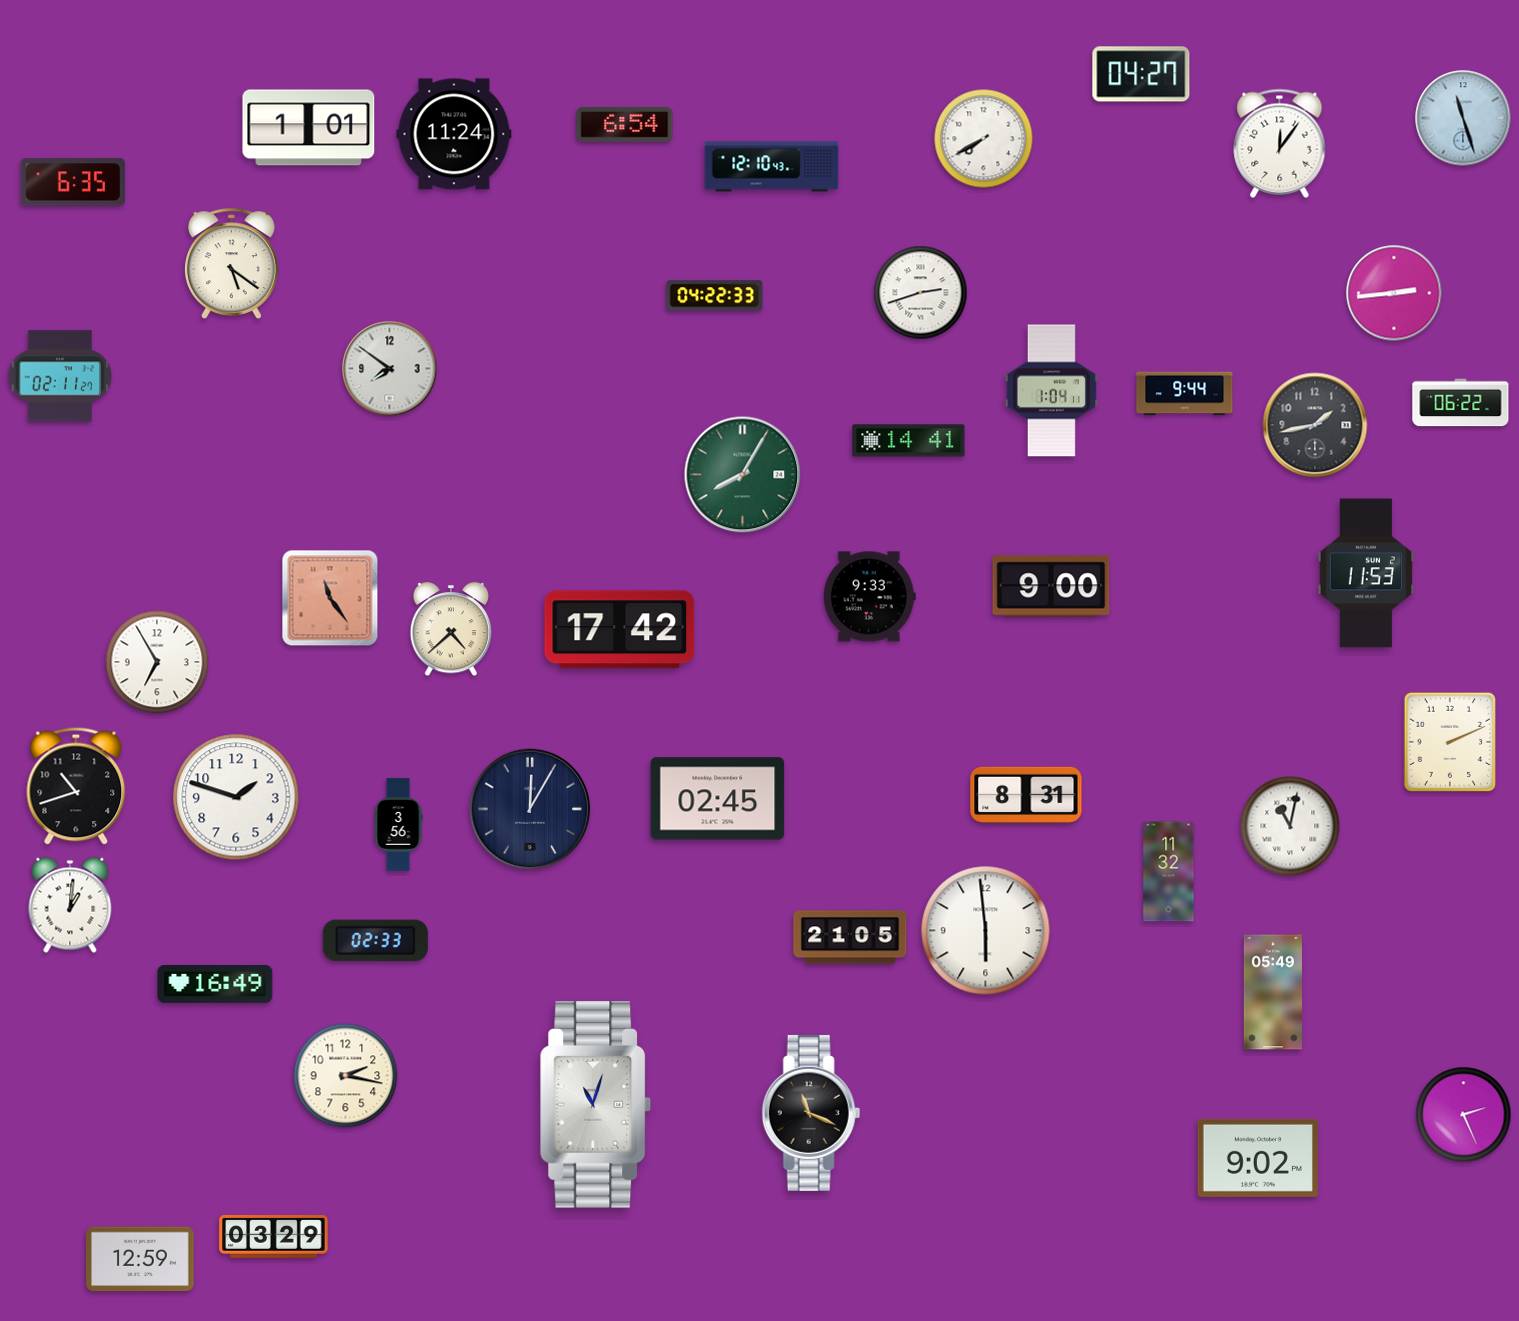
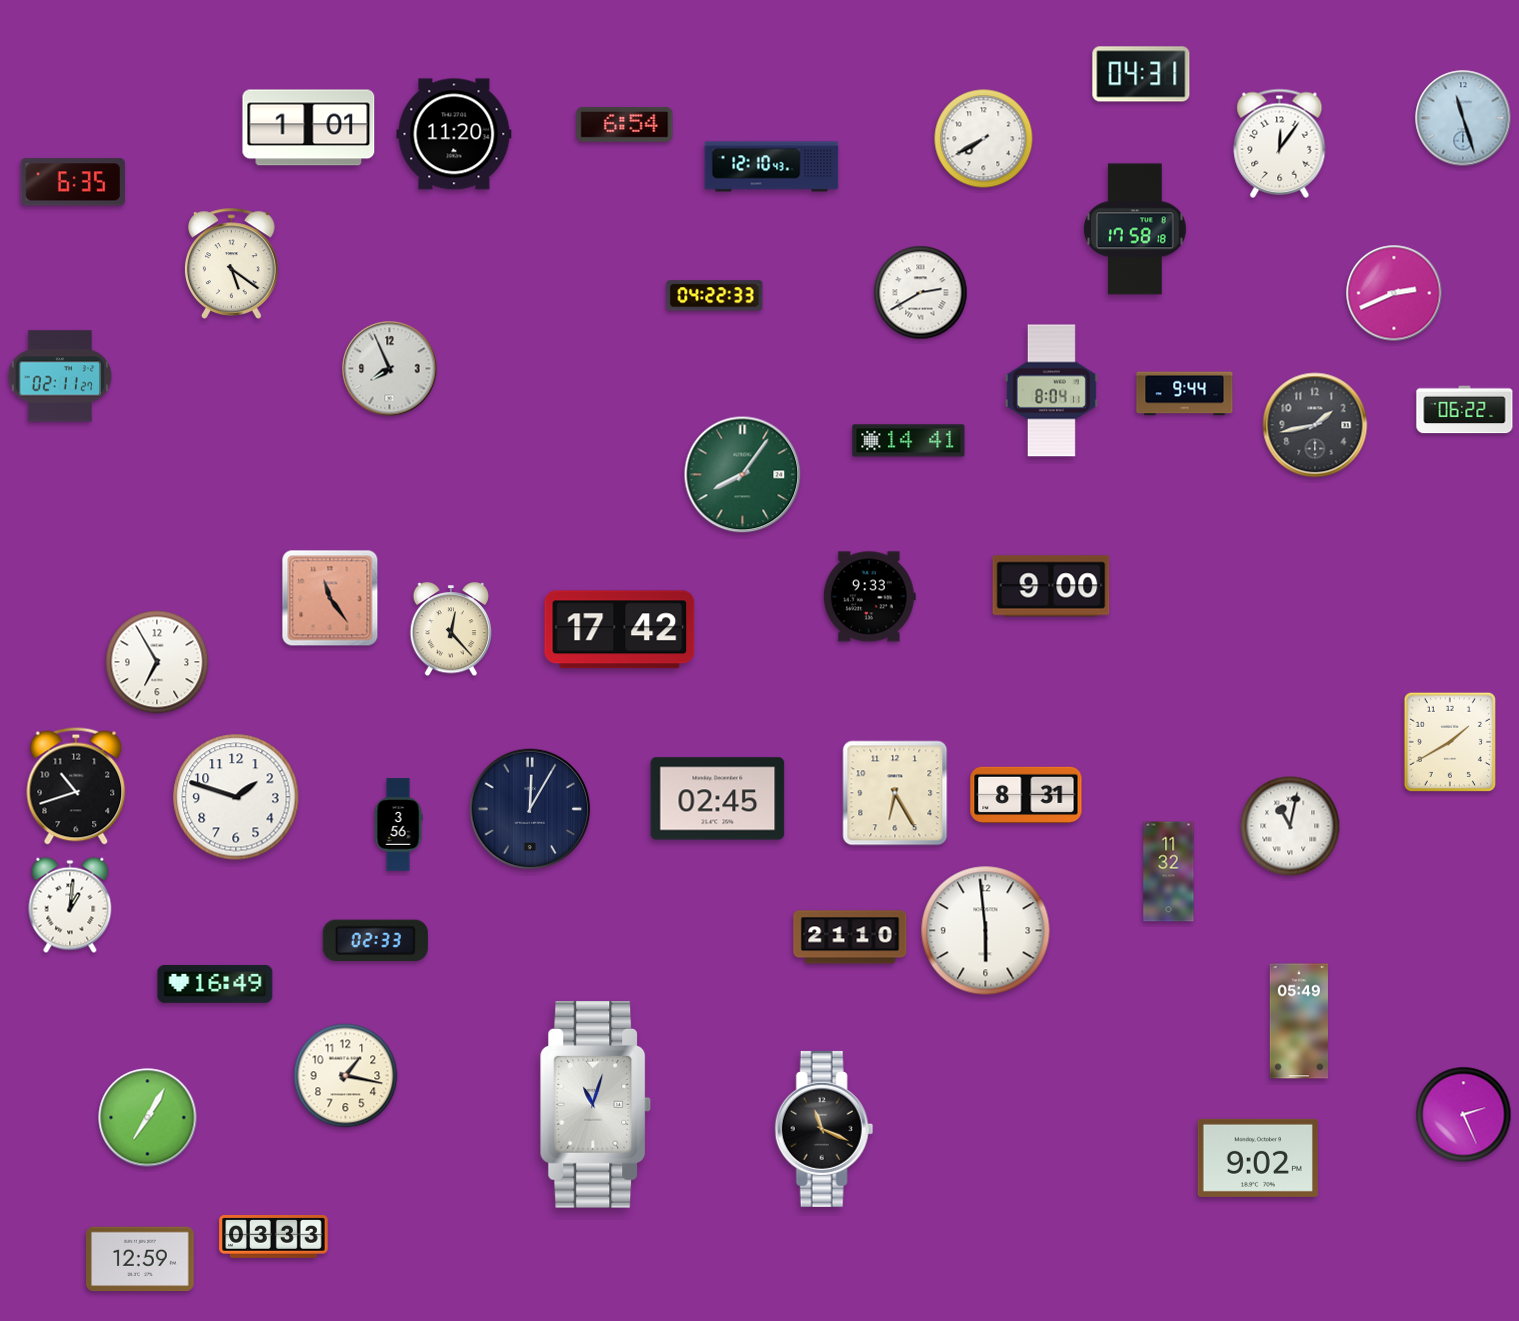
clock at (1141, 74): 04:27 -> 04:31
clock at (454, 134): 11:24 -> 11:20
clock at (1136, 229): none -> 17:58
clock at (921, 293): 2:42 -> 2:40
clock at (1394, 293): 2:44 -> 2:41
clock at (390, 369): 7:51 -> 7:56
clock at (1051, 391): 1:04 -> 8:04
clock at (1461, 403) position: (1461, 403) -> (1465, 410)
clock at (743, 475): 8:05 -> 8:06
clock at (1366, 573): 11:53 -> none
clock at (451, 630): 4:38 -> 12:23
clock at (1450, 742): 2:11 -> 1:40
clock at (895, 793): none -> 6:25
clock at (850, 937): 21:05 -> 21:10
clock at (1273, 992) position: (1273, 992) -> (1299, 1021)
clock at (346, 1076): 2:17 -> 1:17
clock at (811, 1113) position: (811, 1113) -> (824, 1129)
clock at (148, 1118): none -> 7:05
clock at (274, 1237): 03:29 -> 03:33
